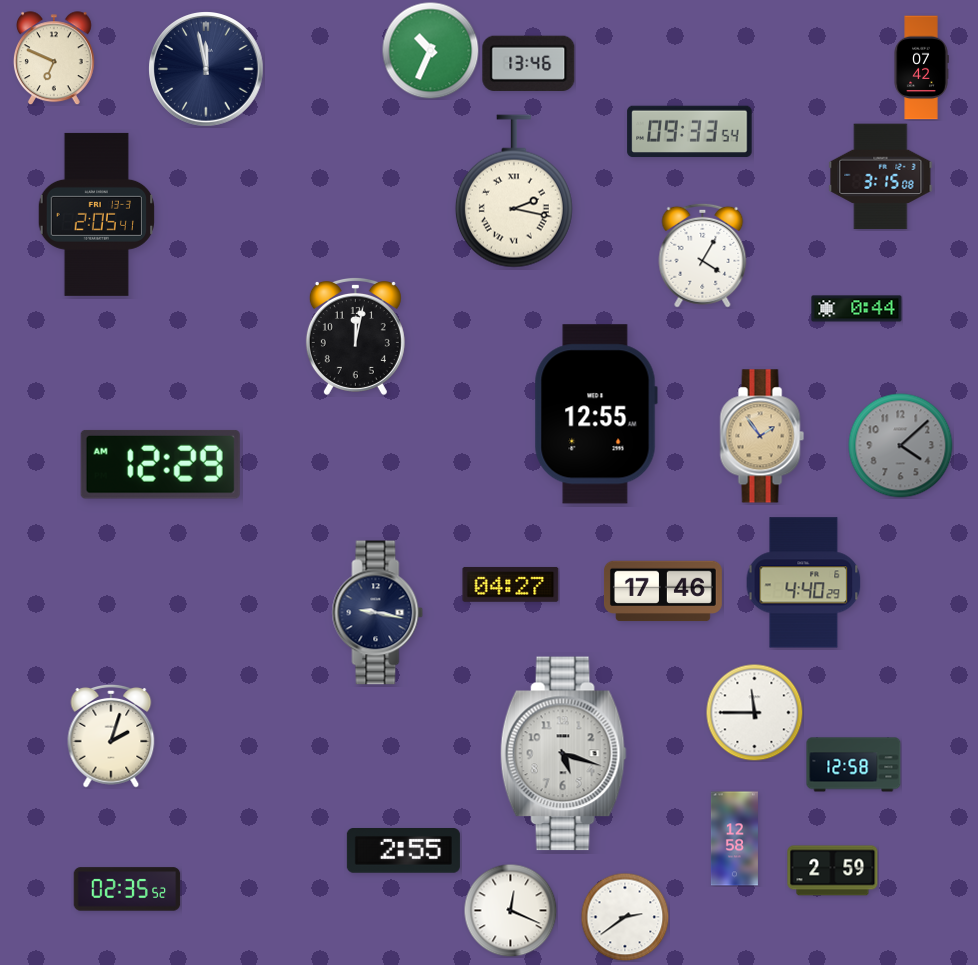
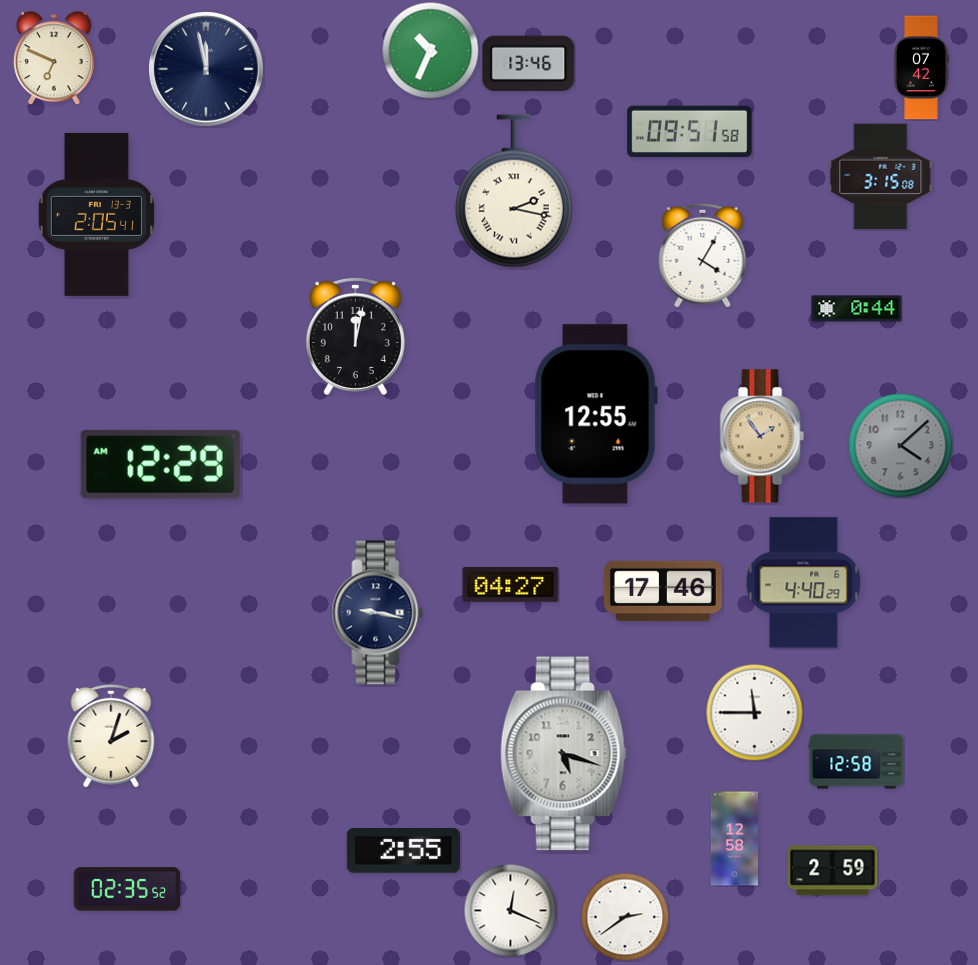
clock at (690, 132): 09:33 -> 09:51
clock at (854, 765) position: (854, 765) -> (857, 762)
